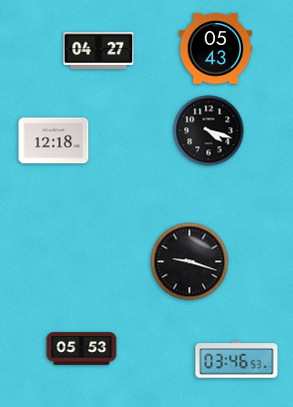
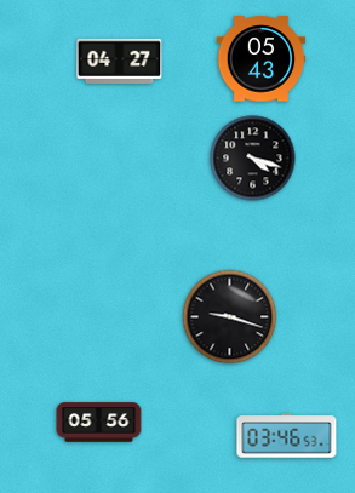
clock at (54, 141): 12:18 -> none
clock at (82, 349): 05:53 -> 05:56
